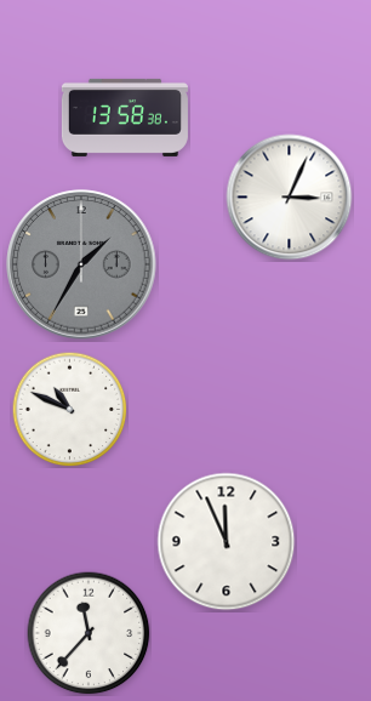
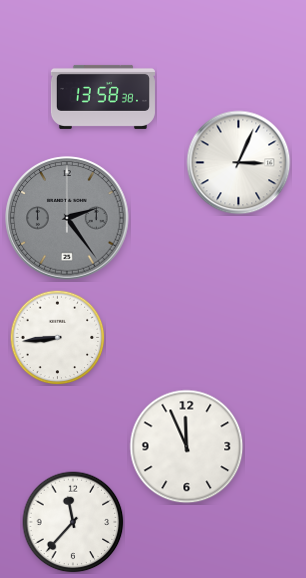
clock at (81, 264): 1:35 -> 2:24
clock at (69, 409): 10:49 -> 8:44
